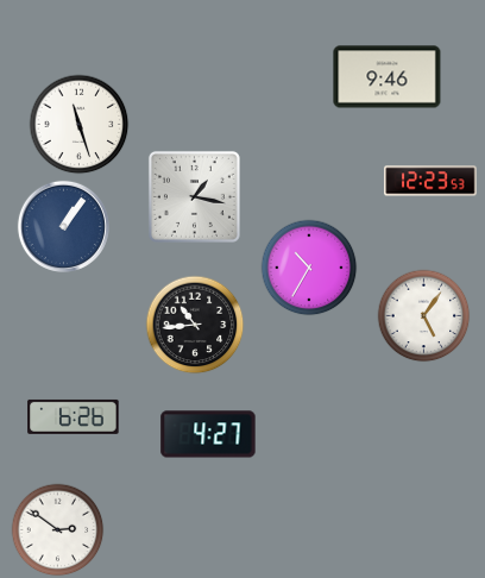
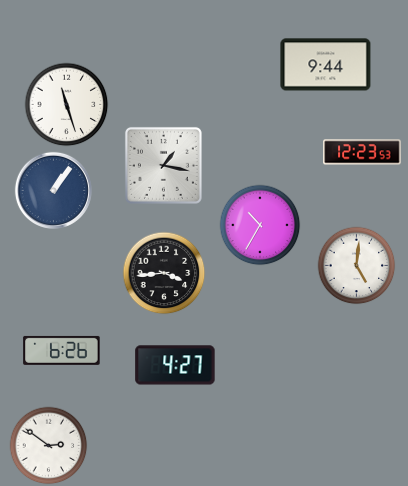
clock at (388, 77): 9:46 -> 9:44
clock at (423, 315): 5:06 -> 5:01
clock at (195, 325): 10:44 -> 3:44
